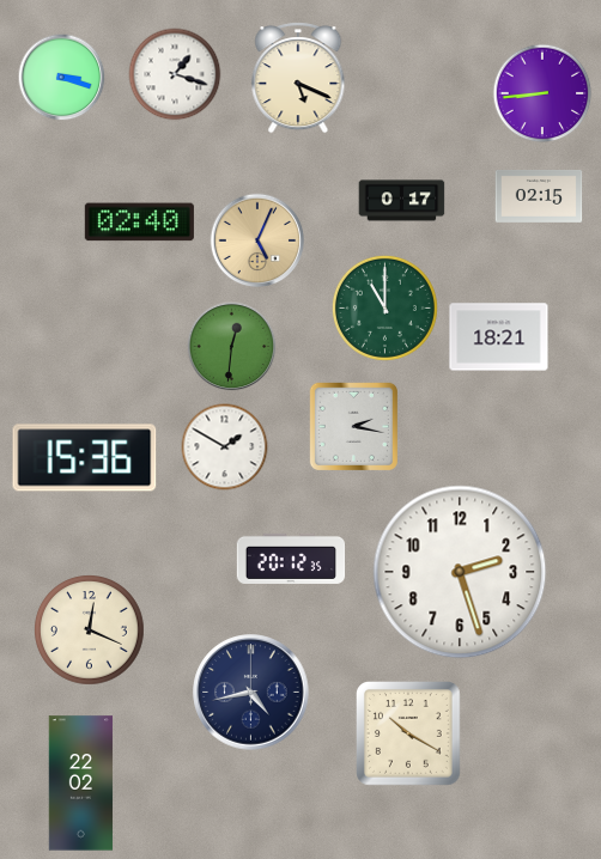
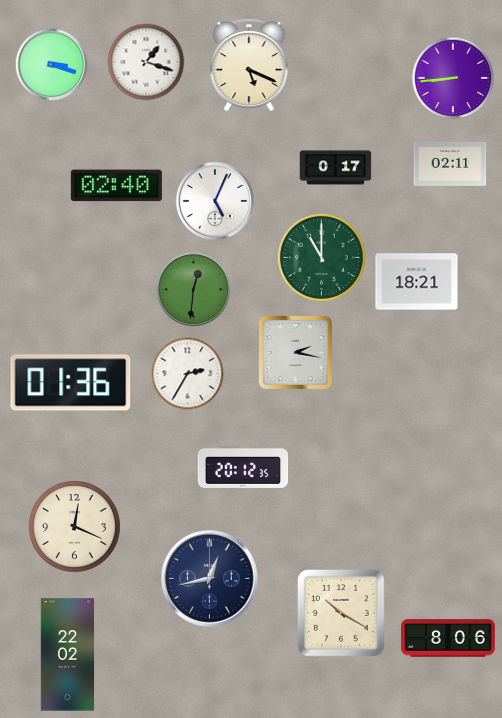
clock at (539, 196): 02:15 -> 02:11
clock at (257, 240) dial: champagne -> white
clock at (353, 426) position: (353, 426) -> (295, 352)
clock at (225, 447): 1:50 -> 2:35
clock at (85, 458): 15:36 -> 01:36
clock at (460, 572): 2:27 -> none
clock at (251, 693): 4:43 -> 12:43
clock at (448, 638): none -> 8:06
